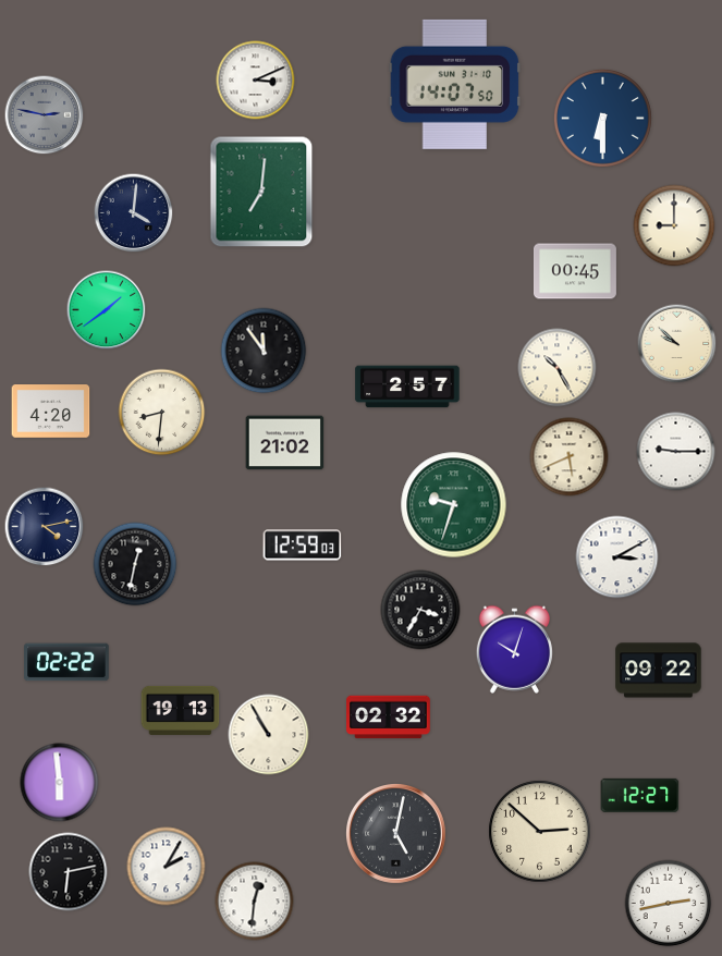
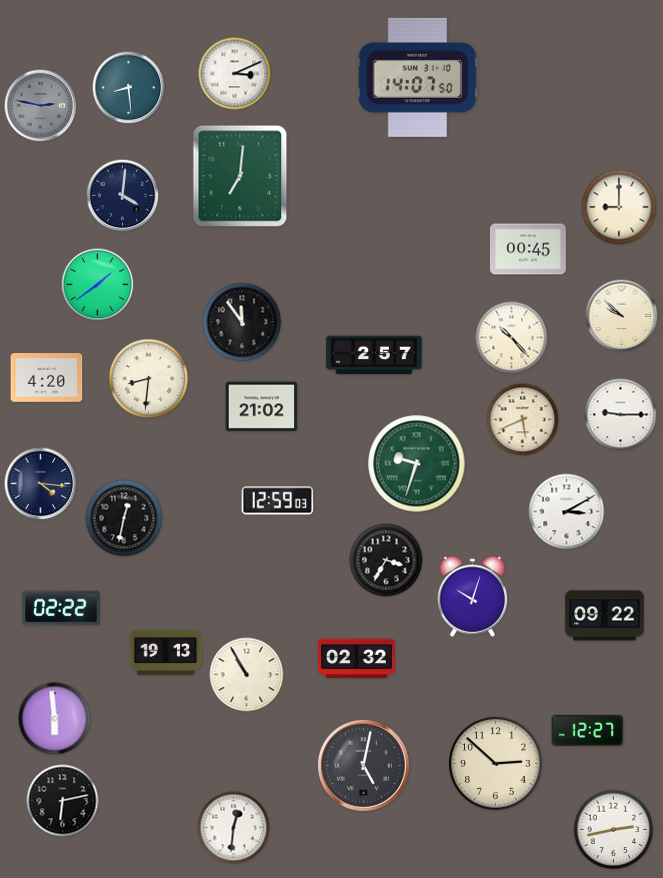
clock at (129, 88): none -> 8:29
clock at (602, 118): 6:30 -> none
clock at (558, 368): 10:25 -> 10:23
clock at (45, 527): 4:13 -> 4:16
clock at (167, 867): 2:05 -> none
